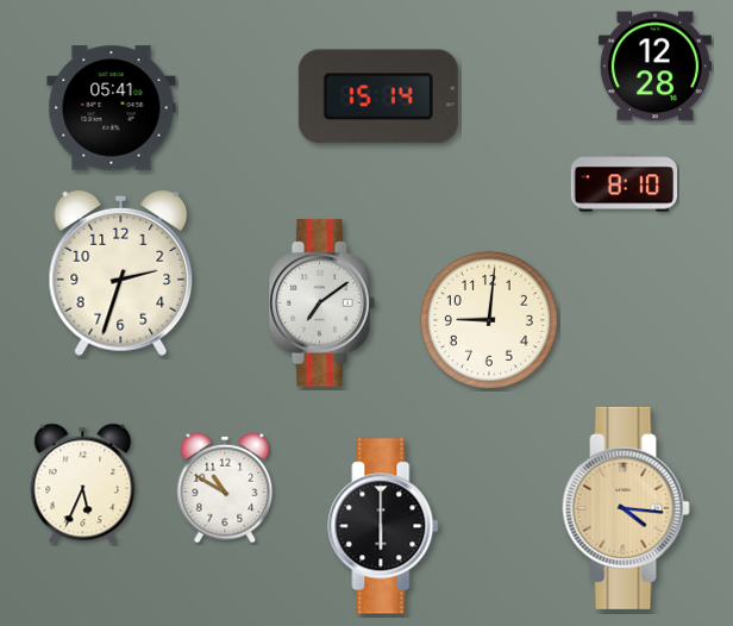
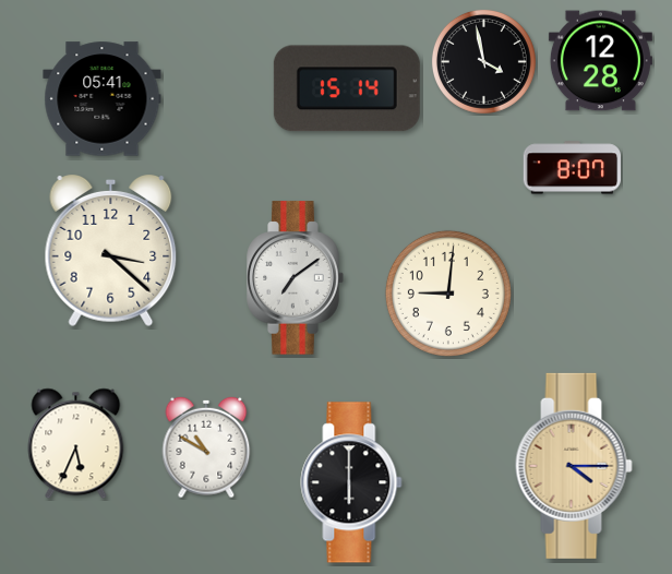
clock at (483, 61): none -> 3:58
clock at (625, 183): 8:10 -> 8:07
clock at (121, 275): 2:33 -> 3:22
clock at (626, 508): 4:16 -> 4:15
